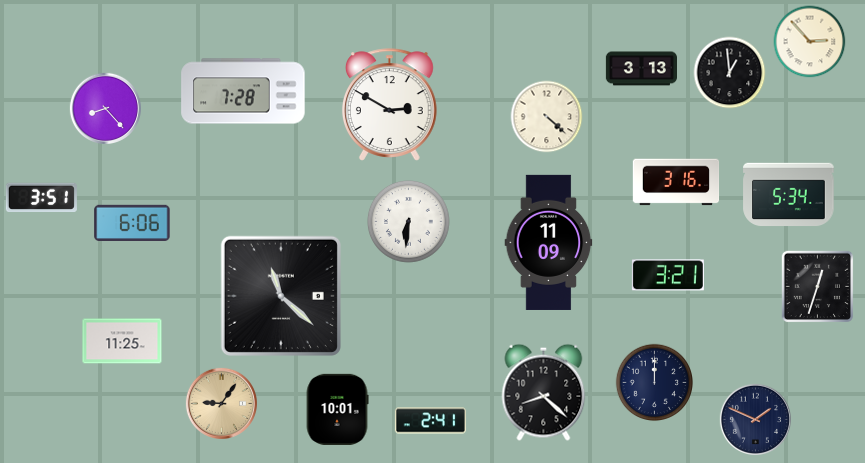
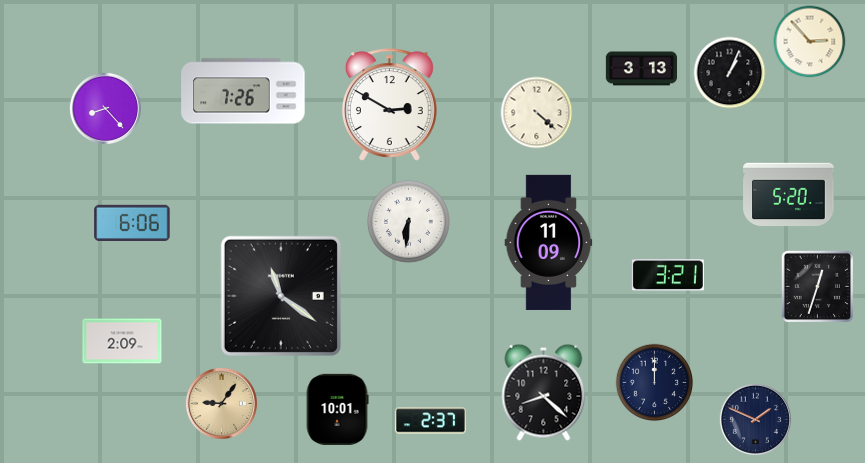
clock at (730, 73): 12:59 -> 1:04
clock at (243, 91): 7:28 -> 7:26
clock at (547, 117) position: (547, 117) -> (537, 113)
clock at (676, 182): 3:16 -> none
clock at (789, 195): 5:34 -> 5:20
clock at (41, 197): 3:51 -> none
clock at (281, 296): 11:22 -> 11:21
clock at (122, 341): 11:25 -> 2:09
clock at (430, 421): 2:41 -> 2:37
